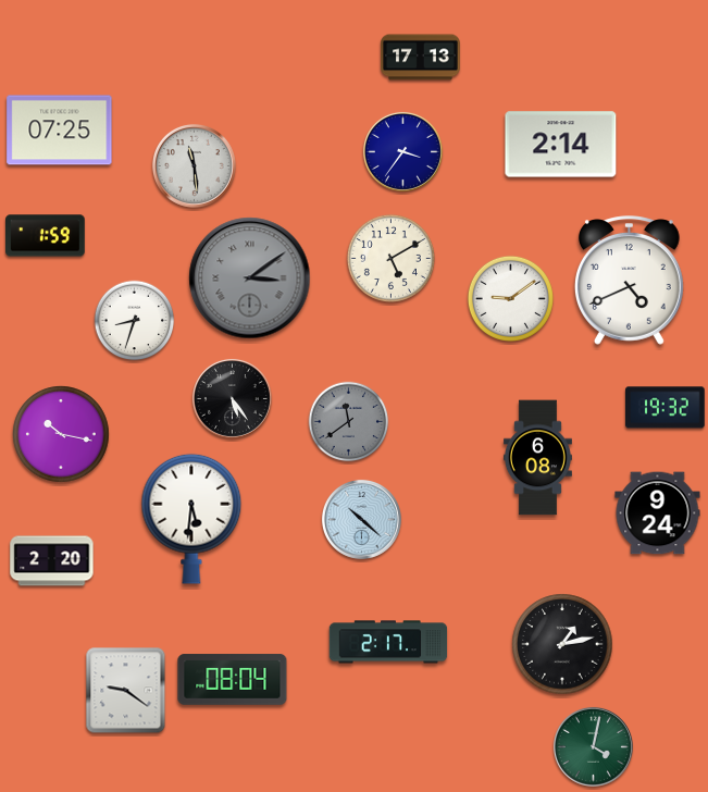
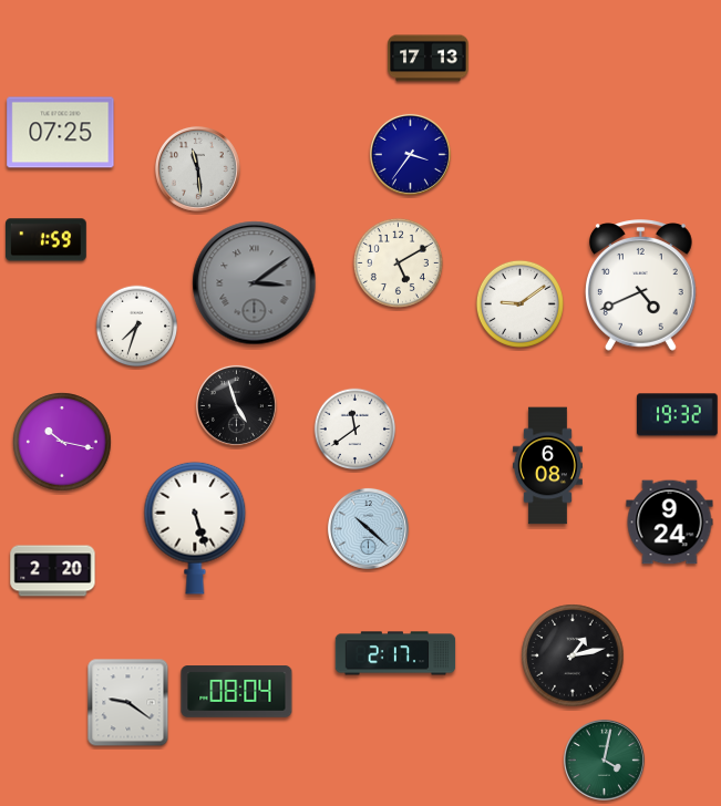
clock at (561, 145): 2:14 -> none
clock at (135, 321): 8:33 -> 7:33
clock at (232, 398): 5:24 -> 4:57
clock at (349, 422) dial: grey -> white
clock at (191, 519): 5:31 -> 5:27
